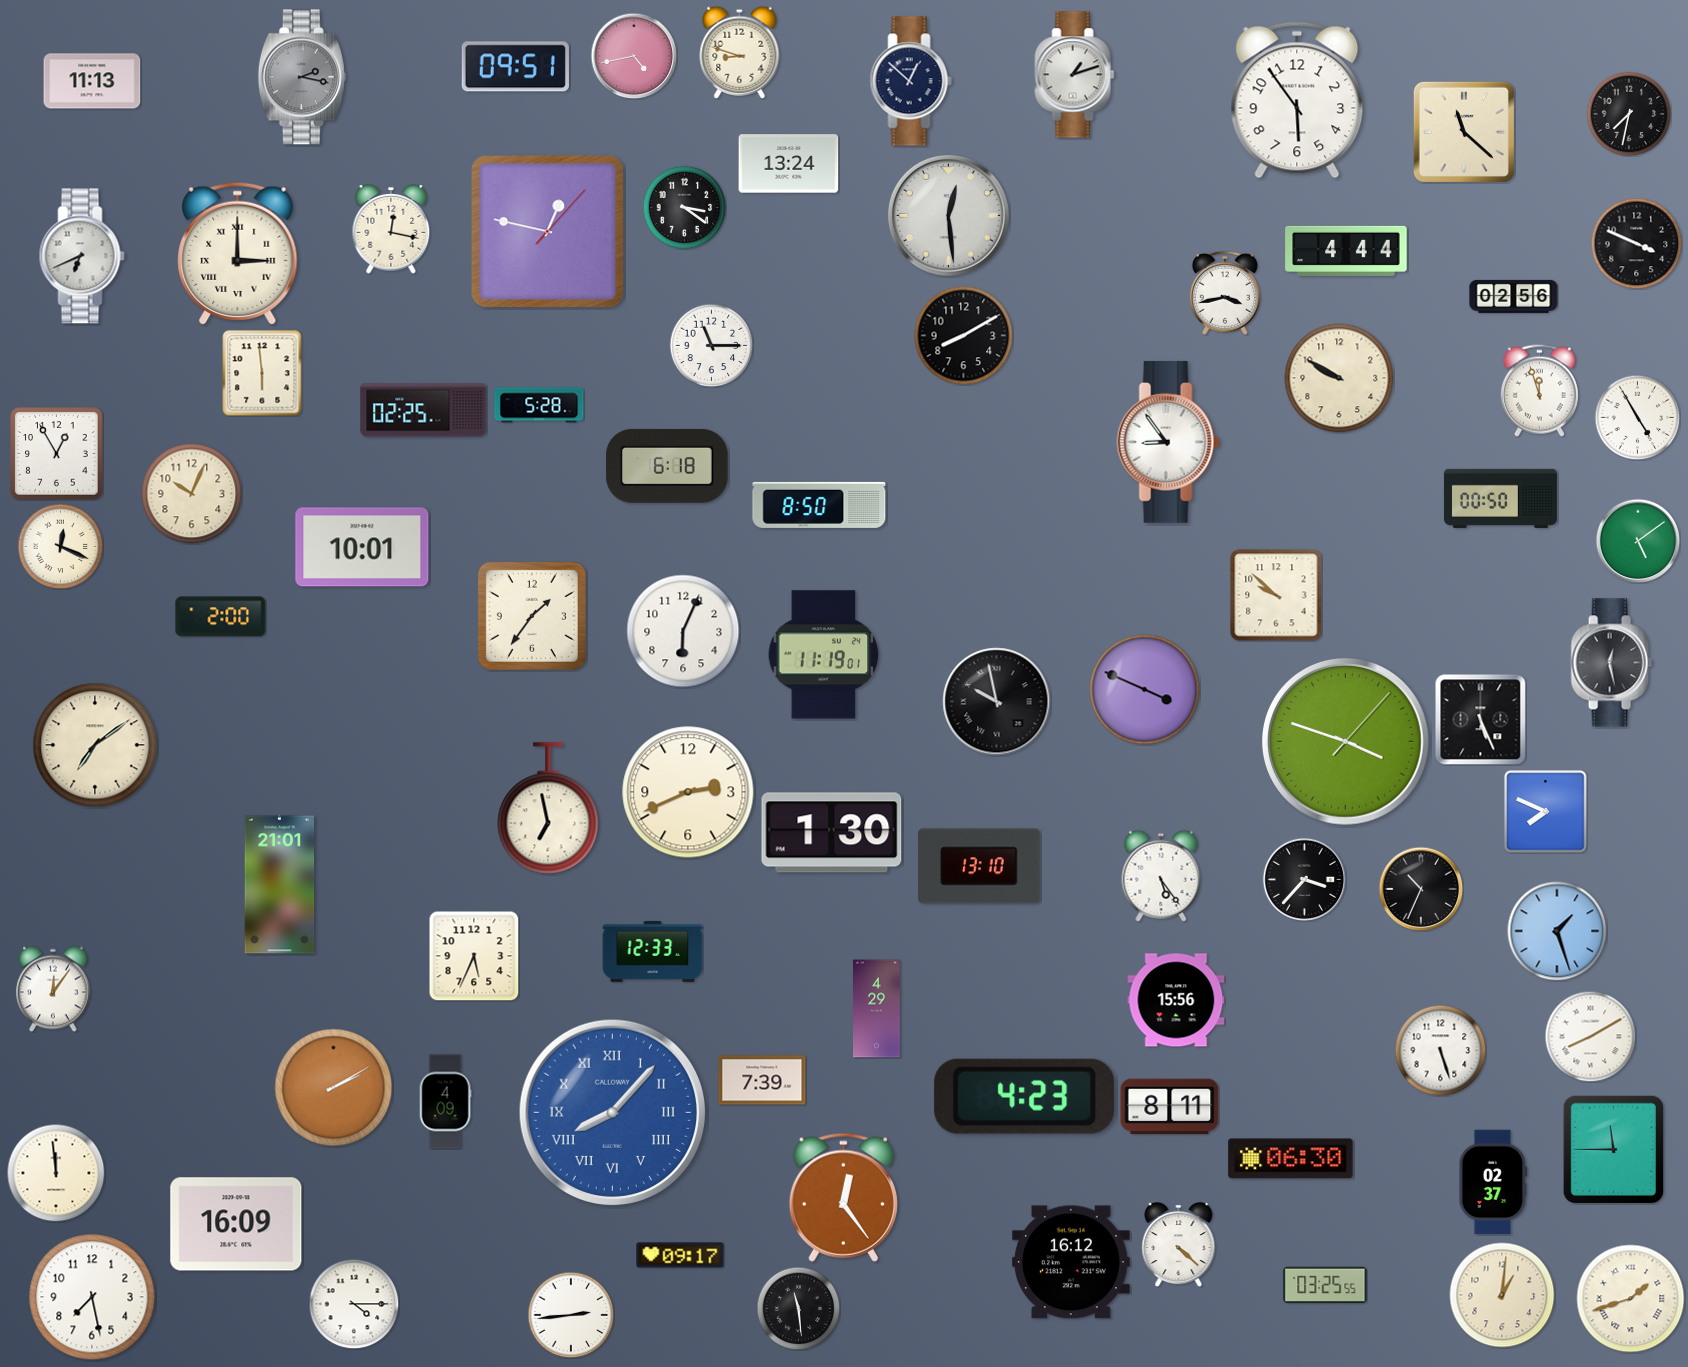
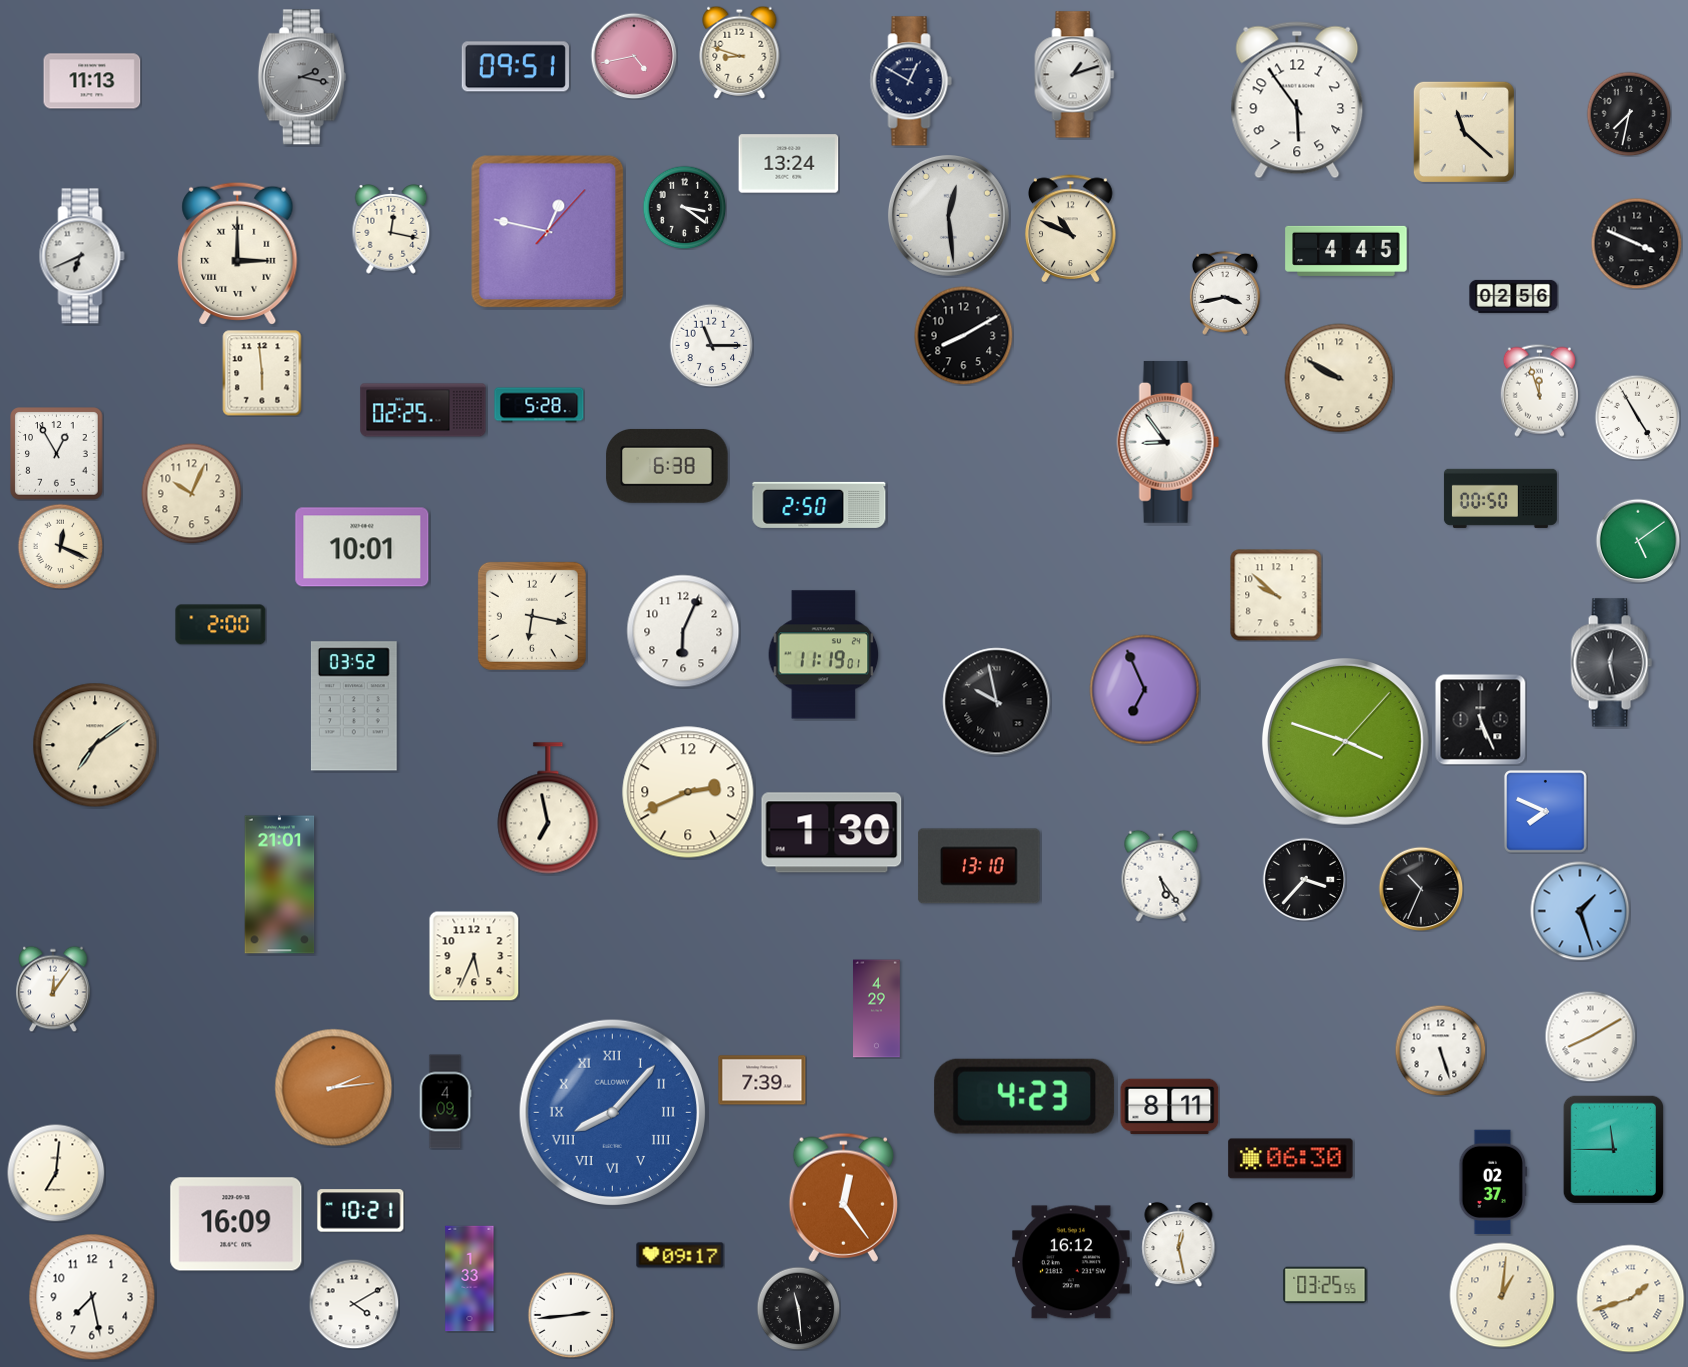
clock at (911, 81): 12:52 -> 12:50
clock at (1071, 228): none -> 10:49
clock at (1346, 251): 4:44 -> 4:45
clock at (667, 466): 6:18 -> 6:38
clock at (819, 505): 8:50 -> 2:50
clock at (532, 616): 1:36 -> 6:17
clock at (221, 617) position: (221, 617) -> (221, 625)
clock at (1145, 690): 3:49 -> 6:56
clock at (354, 706): none -> 03:52
clock at (1557, 931) position: (1557, 931) -> (1580, 911)
clock at (653, 951): 12:33 -> none
clock at (1176, 1000): 15:56 -> none
clock at (334, 1088): 2:10 -> 2:14
clock at (56, 1173): 11:59 -> 7:01
clock at (361, 1211): none -> 10:21
clock at (1179, 1244): 4:22 -> 12:28
clock at (470, 1279): none -> 1:33
clock at (354, 1304): 4:15 -> 4:10
